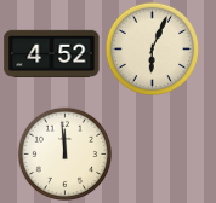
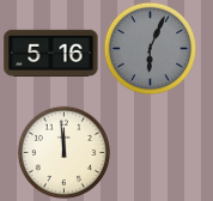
clock at (152, 48) dial: cream -> grey
clock at (52, 53): 4:52 -> 5:16
